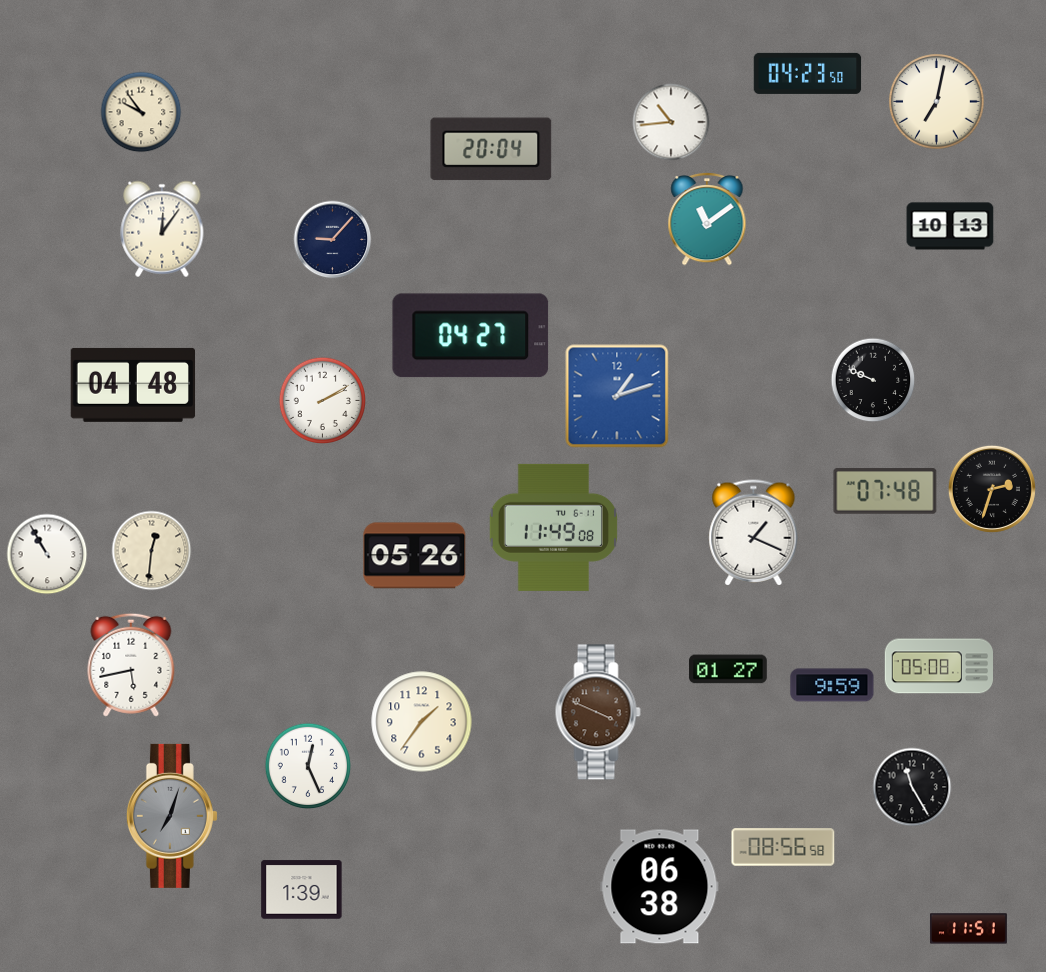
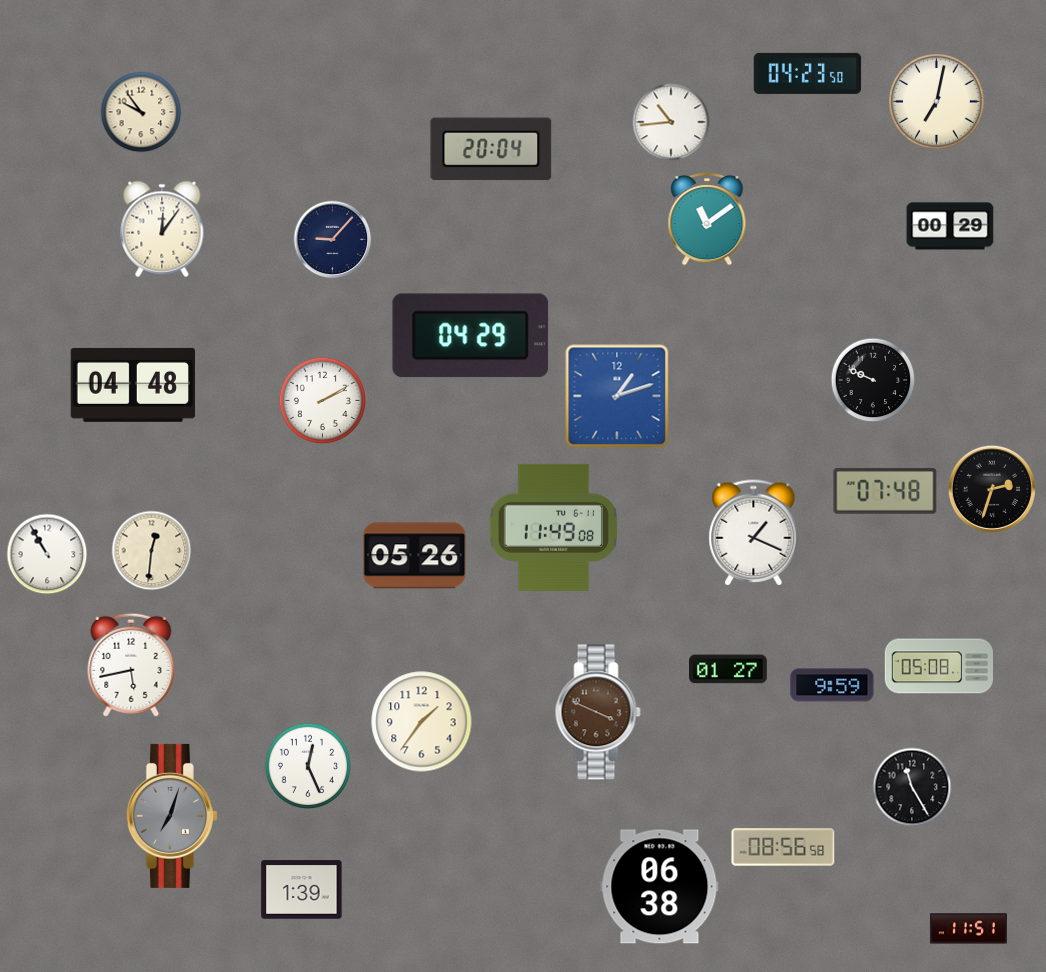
clock at (950, 226): 10:13 -> 00:29
clock at (471, 336): 04:27 -> 04:29
